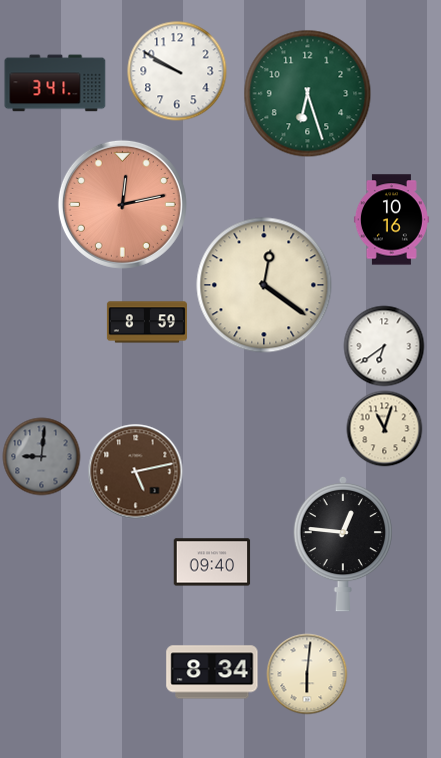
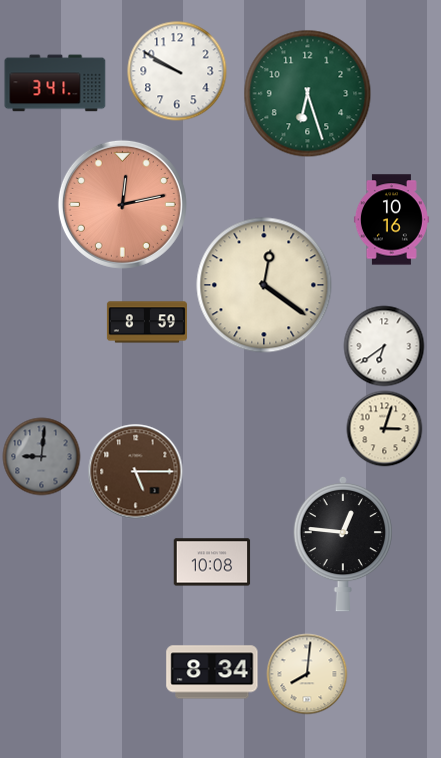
clock at (385, 429): 11:03 -> 3:03
clock at (136, 472): 5:13 -> 5:15
clock at (212, 562): 09:40 -> 10:08
clock at (307, 674): 6:01 -> 8:01
